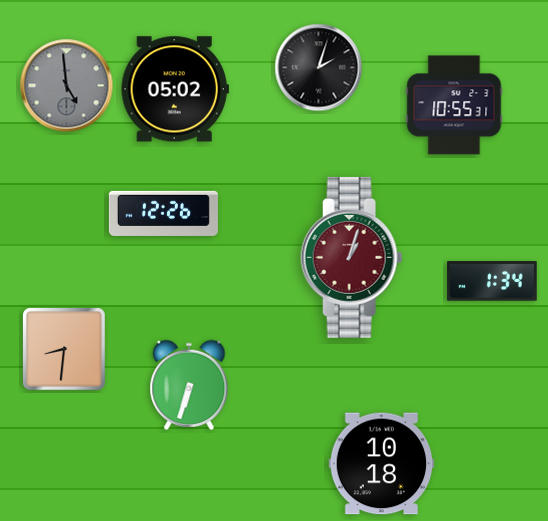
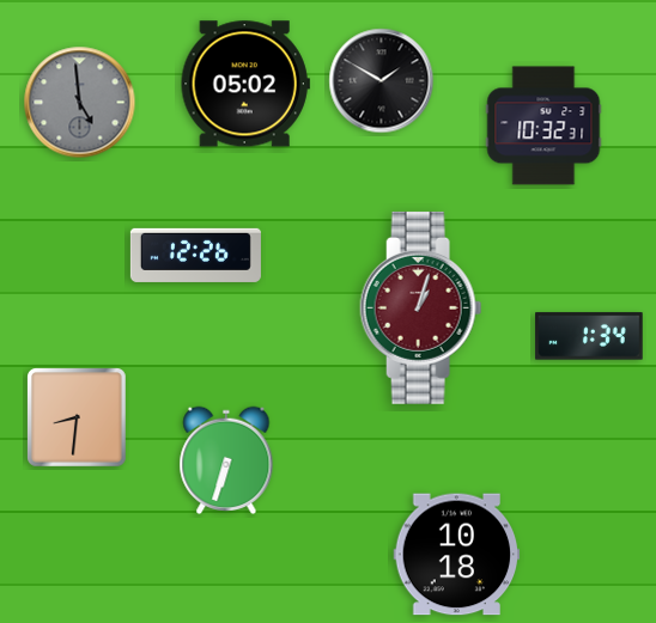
clock at (319, 68): 2:03 -> 1:50
clock at (175, 89) position: (175, 89) -> (245, 84)
clock at (454, 105): 10:55 -> 10:32
